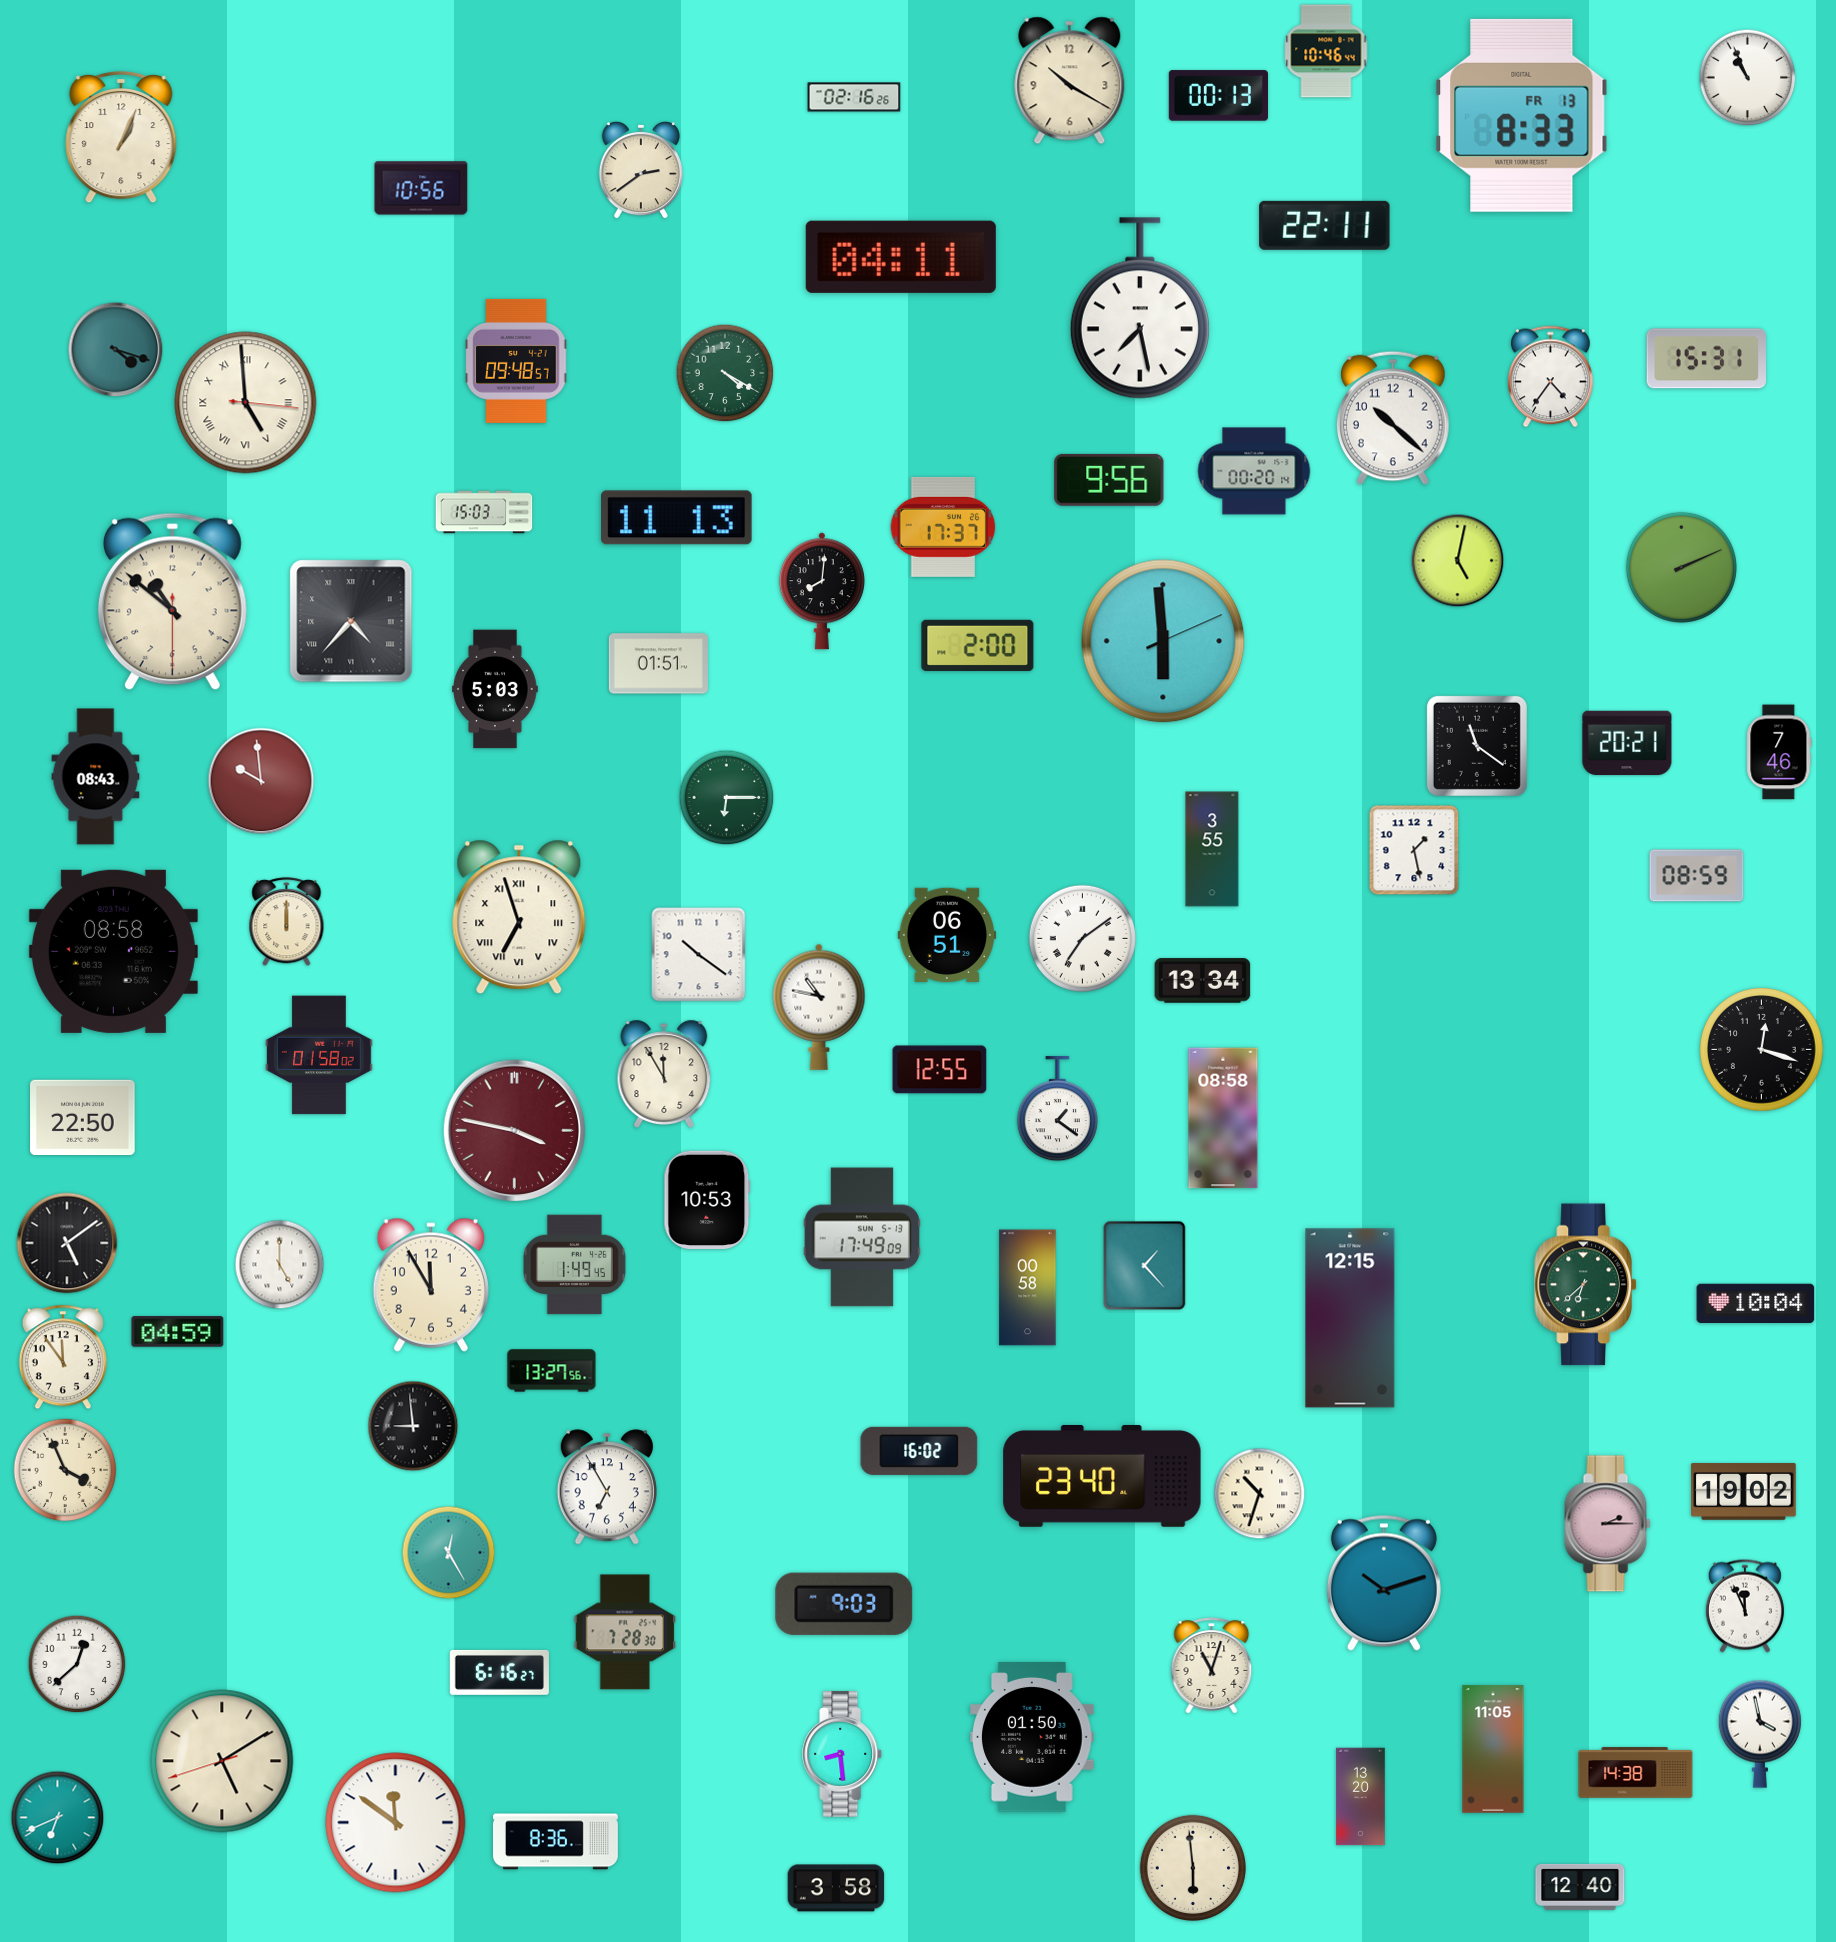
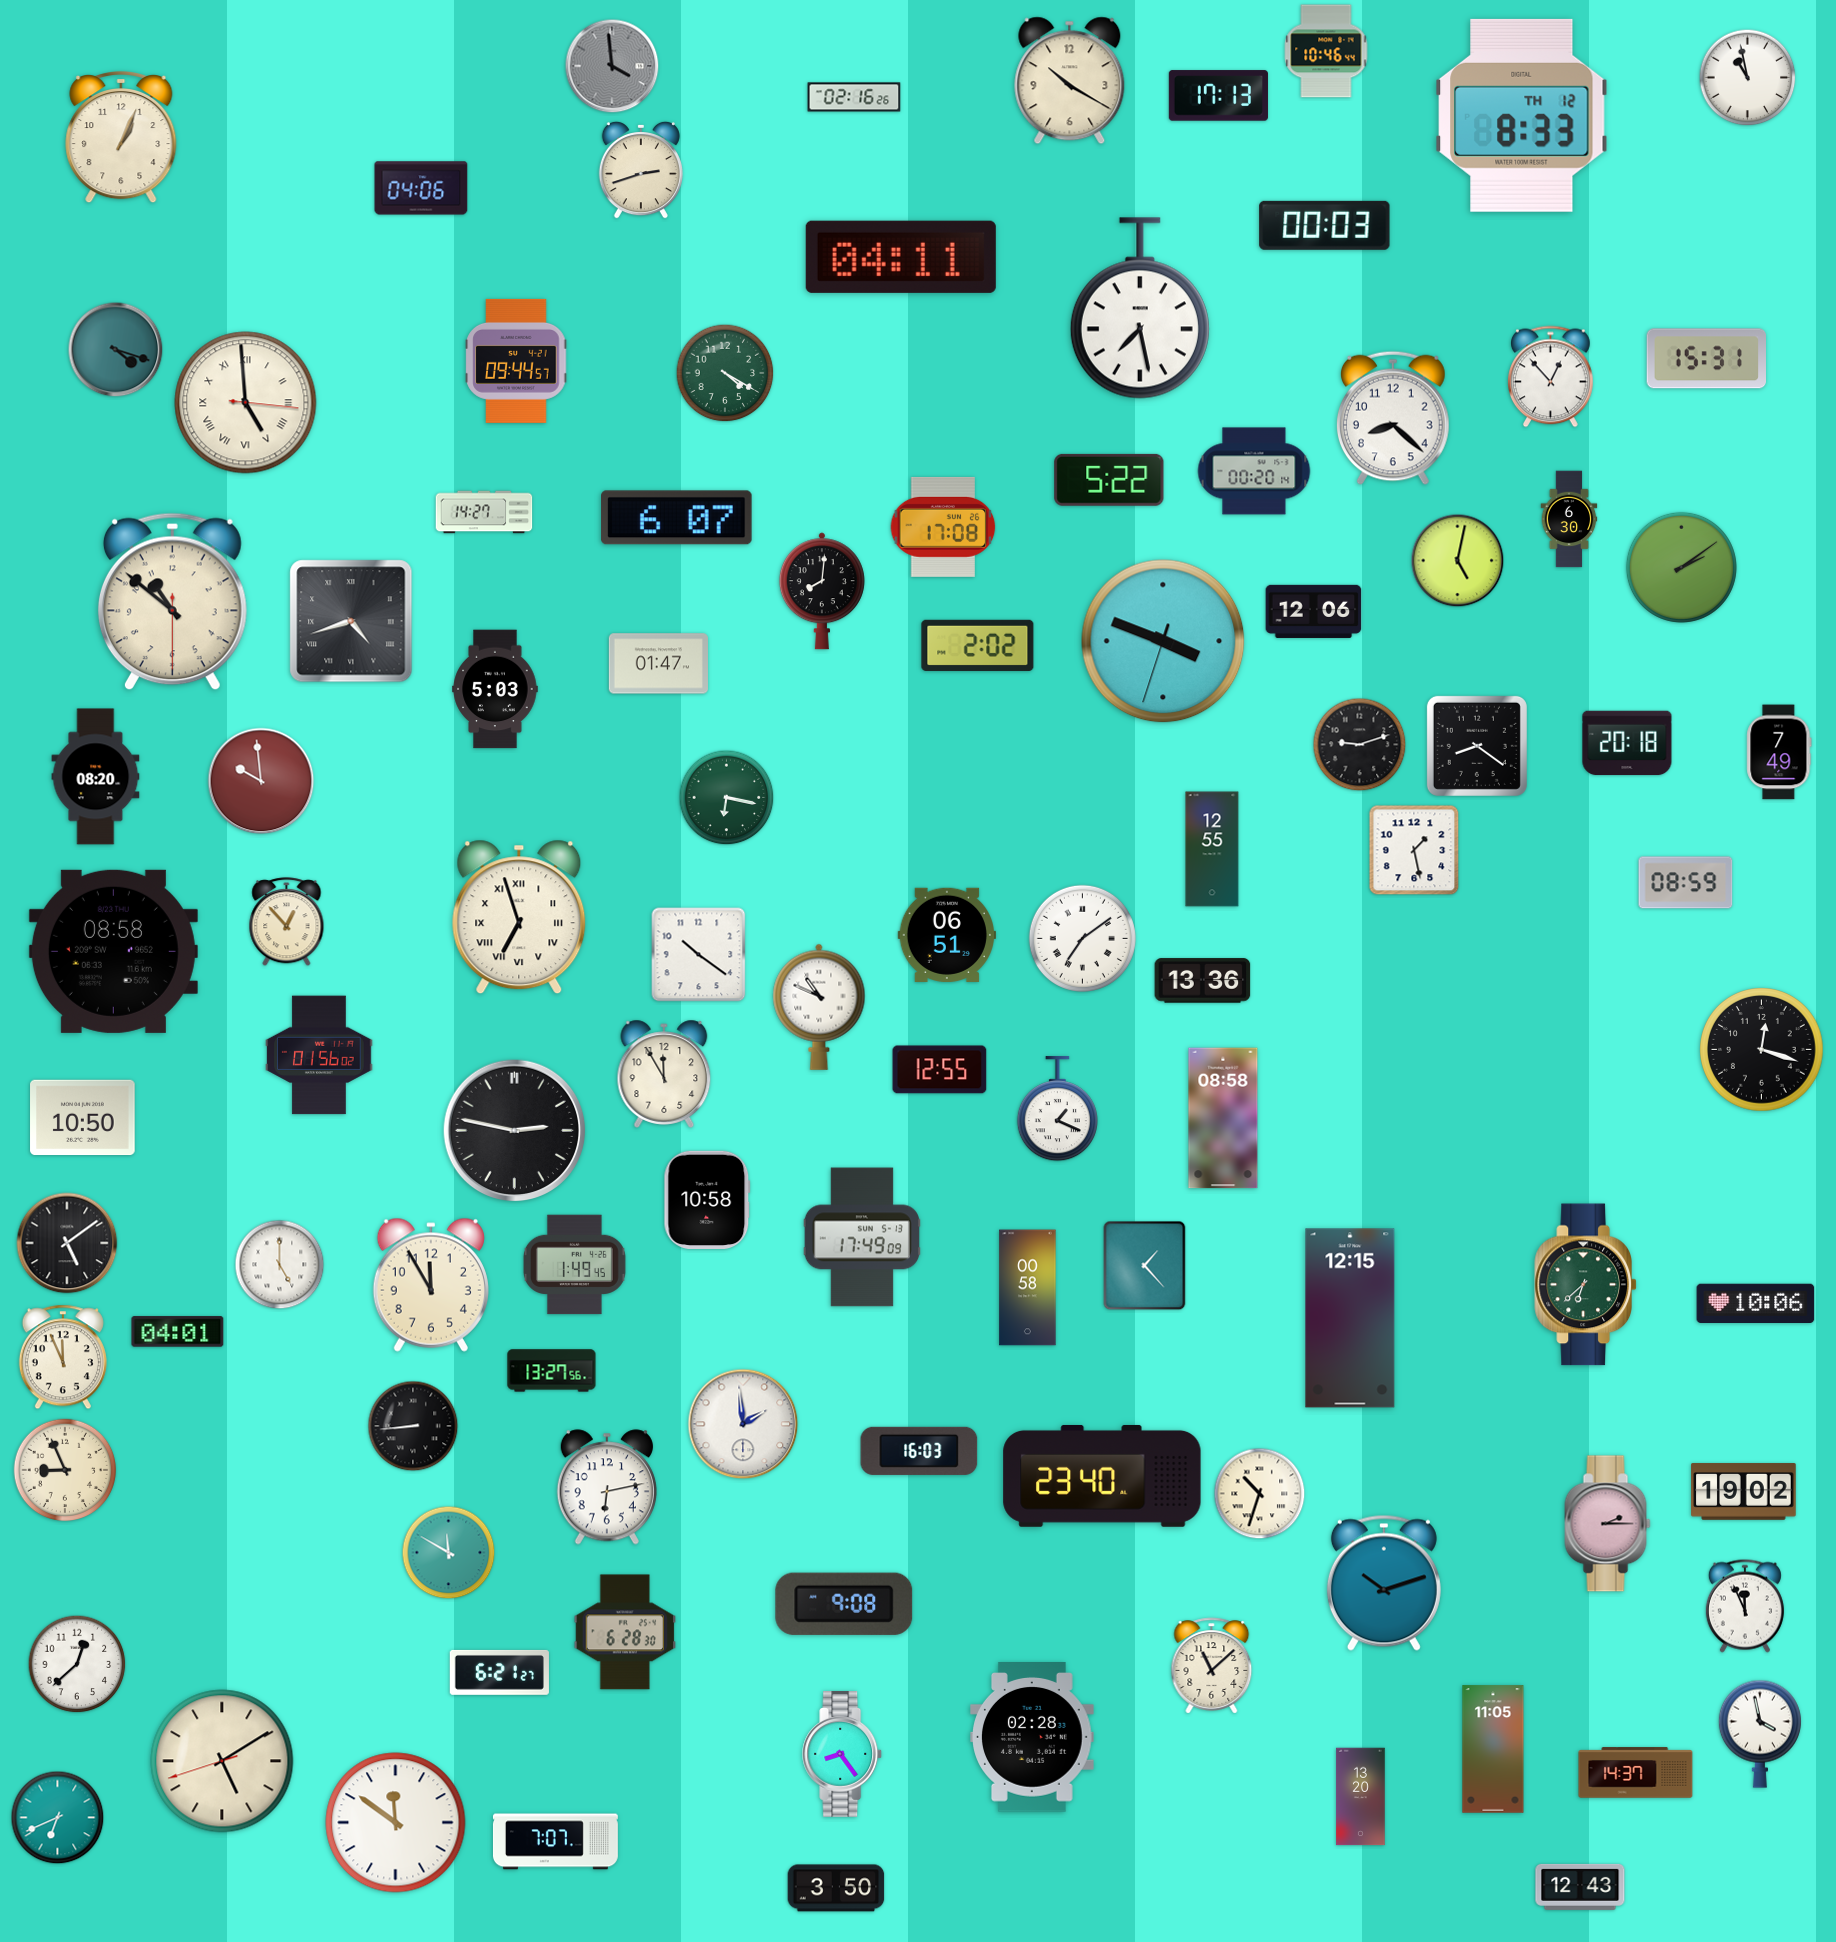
clock at (612, 66): none -> 3:59
clock at (1748, 78): 10:56 -> 10:58
clock at (1218, 96): 00:13 -> 17:13
clock at (1522, 115) date: FR 13 -> TH 12
clock at (641, 170): 2:39 -> 2:42
clock at (421, 188): 10:56 -> 04:06
clock at (1325, 225): 22:11 -> 00:03
clock at (516, 361): 09:48 -> 09:44
clock at (1551, 377): 4:36 -> 12:53
clock at (1393, 418): 10:22 -> 8:22
clock at (1109, 480): 9:56 -> 5:22
clock at (484, 512): 15:03 -> 14:27
clock at (677, 518): 11:13 -> 6:07
clock at (1569, 519): none -> 6:30
clock at (943, 527): 17:37 -> 17:08
clock at (1681, 567): 2:11 -> 2:09
clock at (1314, 611): none -> 12:06
clock at (351, 621): 4:37 -> 4:42
clock at (1163, 641): 5:59 -> 3:48
clock at (978, 645): 2:00 -> 2:02
clock at (658, 664): 01:51 -> 01:47
clock at (1627, 743): 20:21 -> 20:18
clock at (1360, 745): none -> 9:12
clock at (1477, 746): 11:21 -> 8:21
clock at (1779, 752): 7:46 -> 7:49
clock at (96, 777): 08:43 -> 08:20
clock at (727, 798): 6:15 -> 6:17
clock at (1212, 849): 3:55 -> 12:55
clock at (1697, 876) position: (1697, 876) -> (1686, 883)
clock at (287, 922): 12:00 -> 12:53
clock at (1203, 981): 13:34 -> 13:36
clock at (819, 1007): 10:47 -> 10:49
clock at (319, 1055): 01:58 -> 01:56
clock at (1057, 1109): 1:21 -> 1:19
clock at (83, 1118): 22:50 -> 10:50
clock at (515, 1131): 3:47 -> 2:47
clock at (515, 1131) dial: burgundy -> black
clock at (707, 1199): 10:53 -> 10:58
clock at (1756, 1303): 10:04 -> 10:06
clock at (178, 1332): 04:59 -> 04:01
clock at (63, 1357): 11:54 -> 11:56
clock at (743, 1424): none -> 1:59
clock at (413, 1426): 8:59 -> 8:44
clock at (919, 1451): 16:02 -> 16:03
clock at (65, 1470): 3:56 -> 8:56
clock at (607, 1487): 6:55 -> 6:13
clock at (449, 1553): 12:25 -> 11:50
clock at (844, 1604): 9:03 -> 9:08
clock at (625, 1632): 7:28 -> 6:28
clock at (1212, 1666): 11:03 -> 11:08
clock at (499, 1672): 6:16 -> 6:21
clock at (1033, 1738): 01:50 -> 02:28
clock at (843, 1754): 8:29 -> 8:24
clock at (1636, 1773): 14:38 -> 14:37
clock at (555, 1842): 8:36 -> 7:07
clock at (1193, 1868): 5:59 -> none
clock at (1580, 1887): 12:40 -> 12:43
clock at (836, 1888): 3:58 -> 3:50
